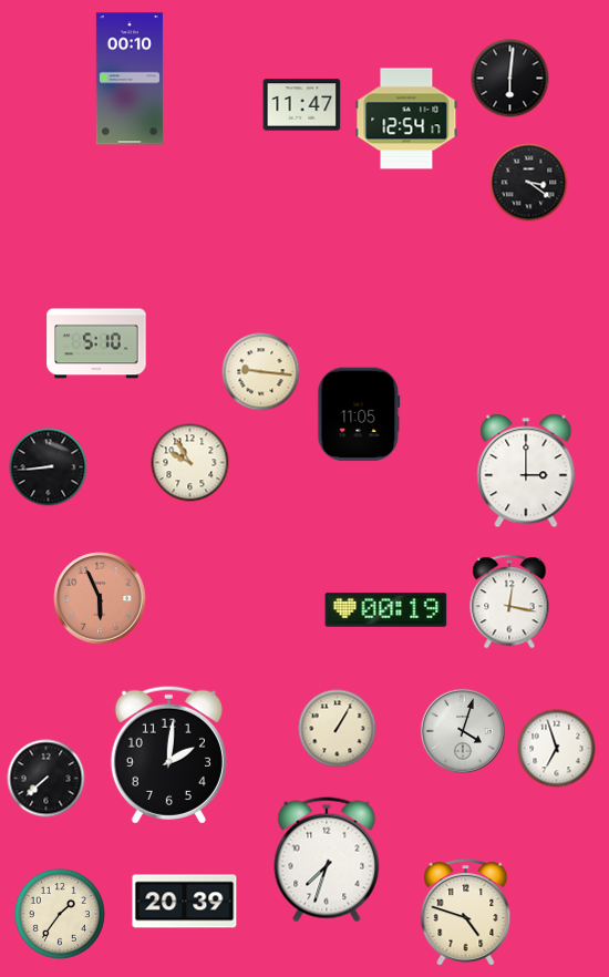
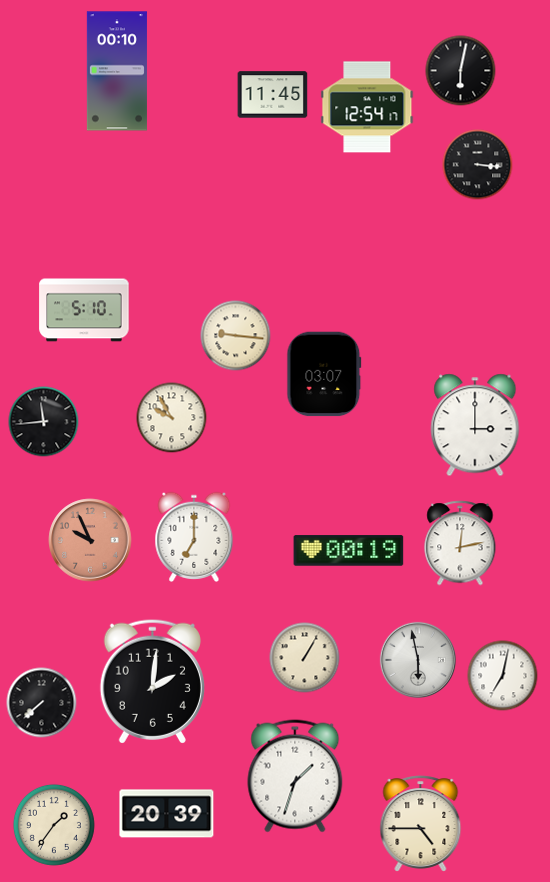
clock at (510, 79): 6:01 -> 6:02
clock at (302, 105): 11:47 -> 11:45
clock at (529, 183): 3:21 -> 3:16
clock at (96, 343) position: (96, 343) -> (84, 310)
clock at (359, 414): 11:05 -> 03:07
clock at (49, 467): 8:44 -> 11:44
clock at (194, 537): none -> 7:00
clock at (100, 598): 5:56 -> 9:56
clock at (509, 601): 12:17 -> 12:13
clock at (463, 731): 4:03 -> 5:58
clock at (557, 749): 6:57 -> 7:02
clock at (327, 860): 7:33 -> 1:33
clock at (466, 913): 4:48 -> 4:45
